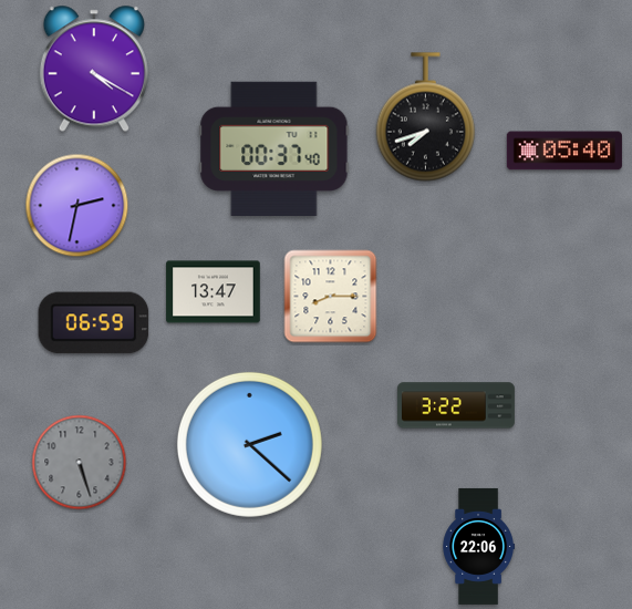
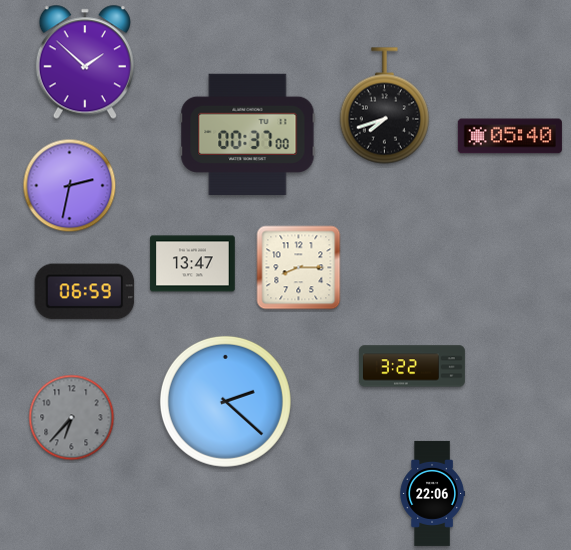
clock at (94, 69): 4:20 -> 1:52
clock at (274, 148): 00:37:40 -> 00:37:00
clock at (80, 463): 5:27 -> 6:37
